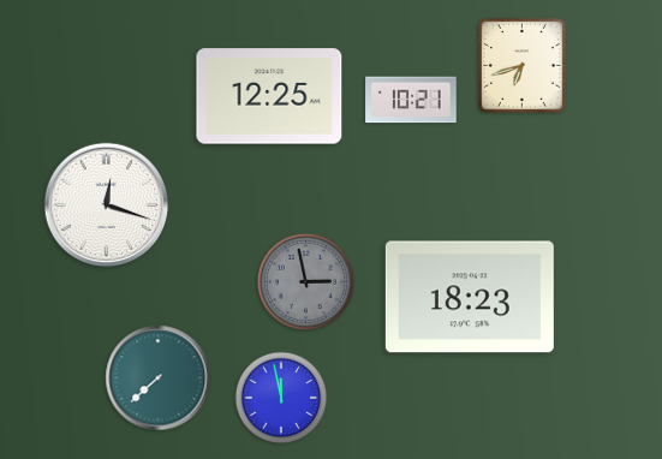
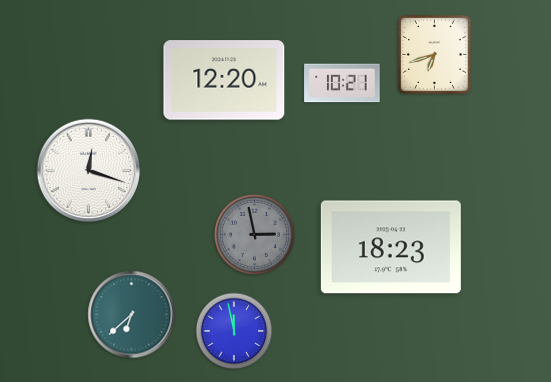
clock at (269, 96): 12:25 -> 12:20
clock at (159, 378): 7:38 -> 6:38
